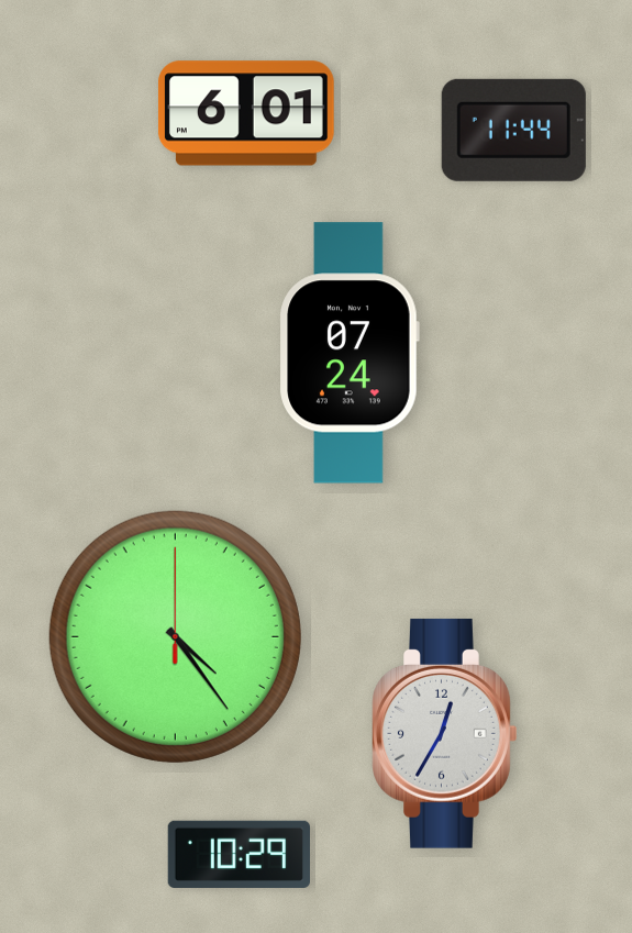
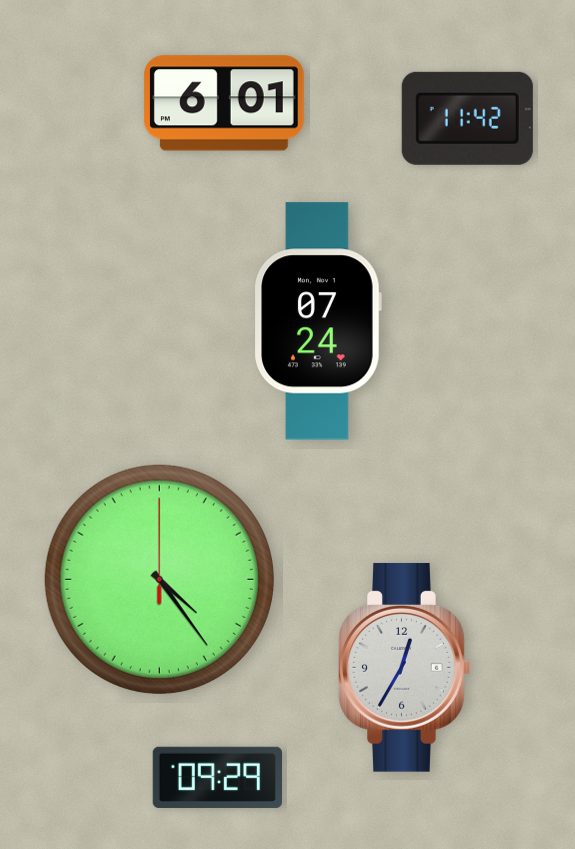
clock at (513, 130): 11:44 -> 11:42
clock at (239, 854): 10:29 -> 09:29
